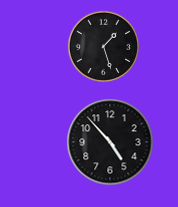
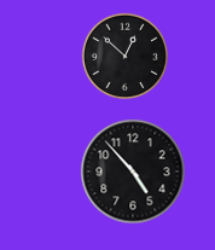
clock at (104, 47): 1:27 -> 12:52
